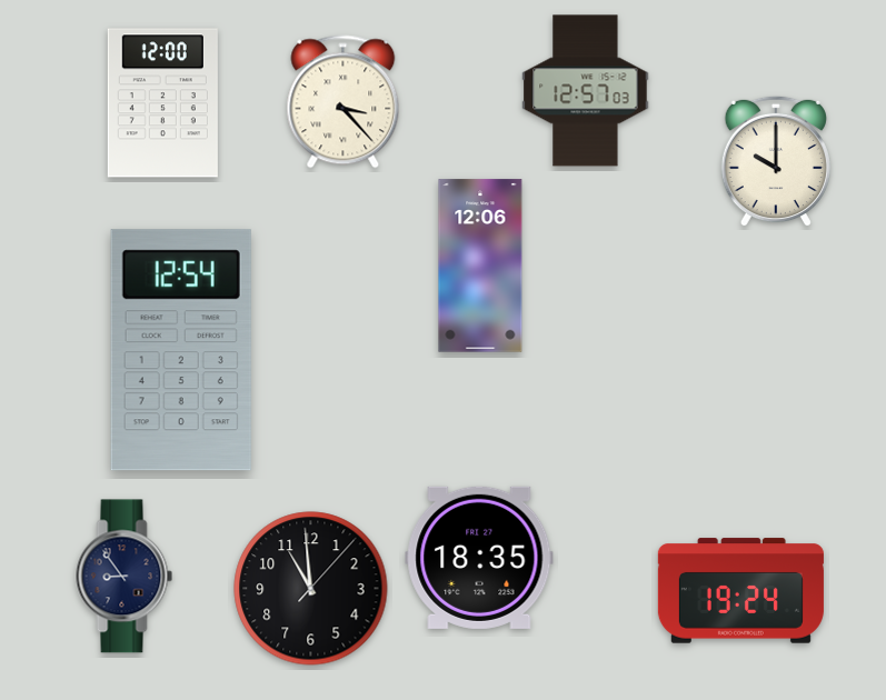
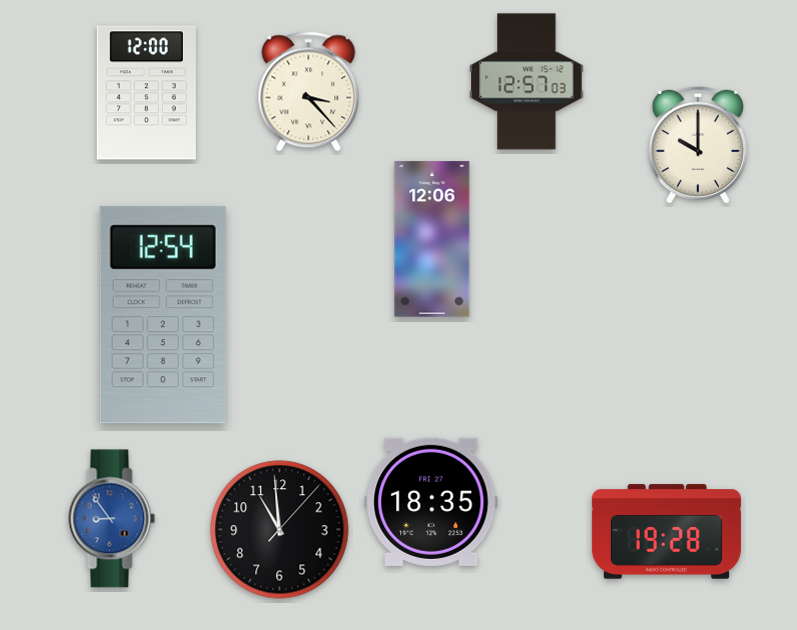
clock at (125, 577) dial: navy -> blue
clock at (740, 591): 19:24 -> 19:28
